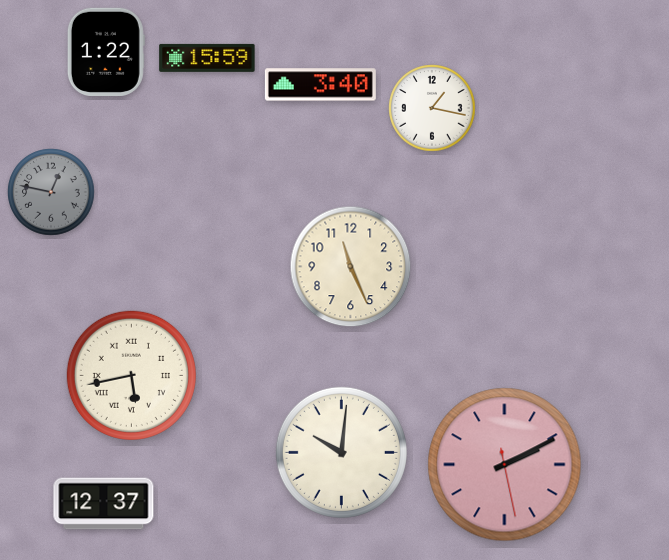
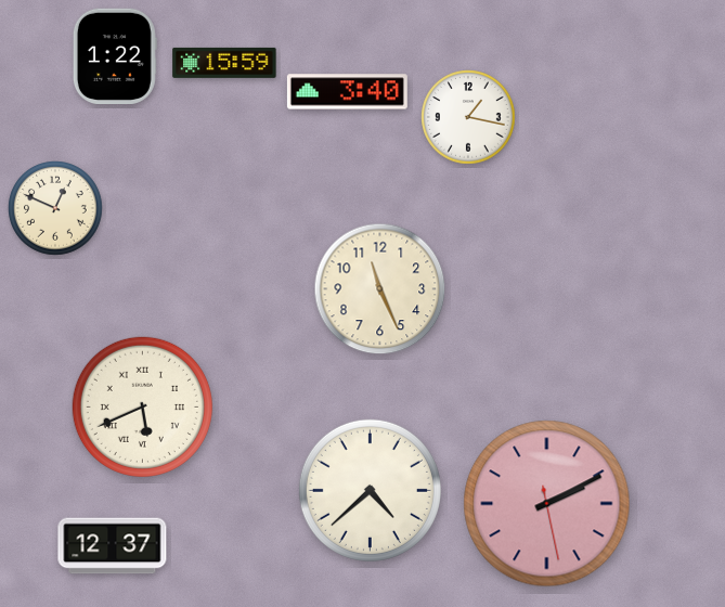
clock at (51, 192): 12:47 -> 12:49
clock at (51, 192) dial: grey -> cream
clock at (131, 375): 5:43 -> 5:41
clock at (341, 452): 10:01 -> 4:38
